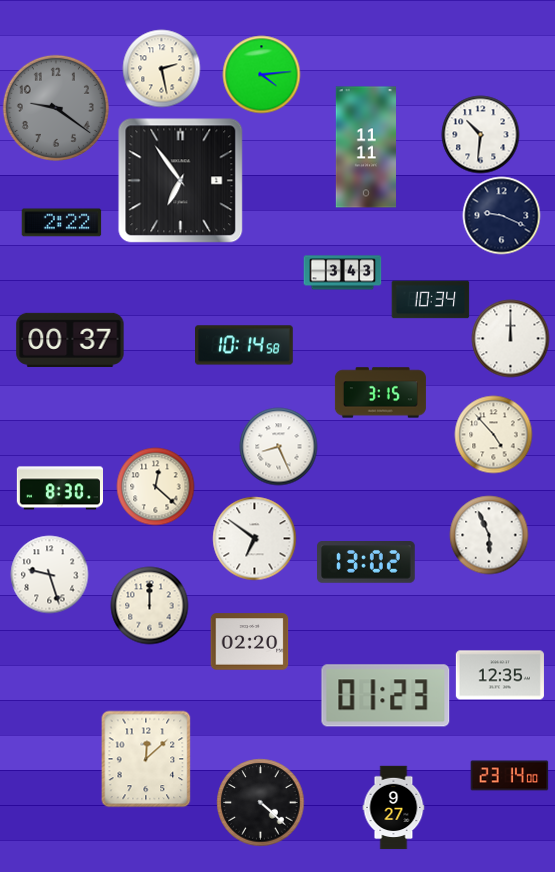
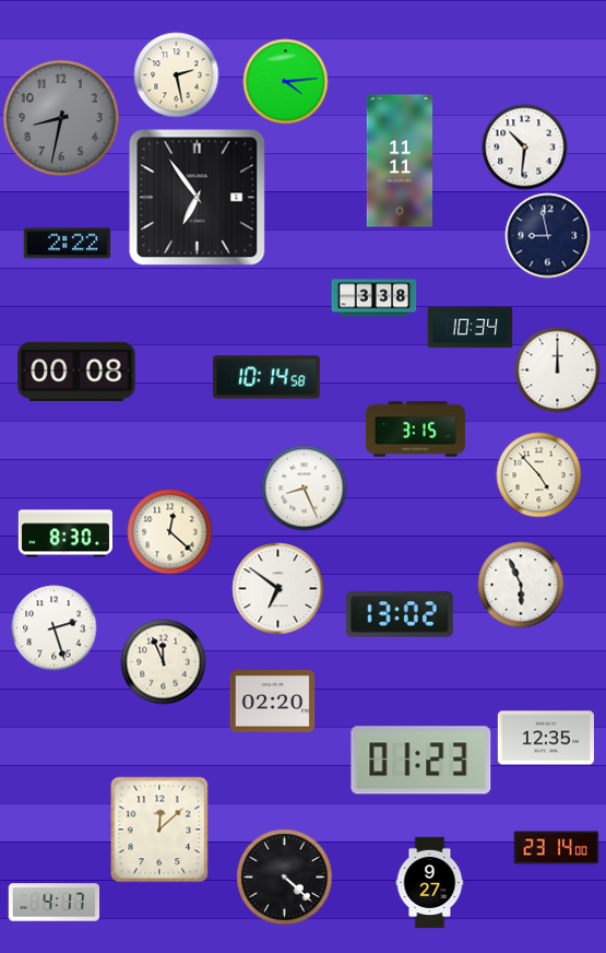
clock at (56, 108): 9:21 -> 8:32
clock at (501, 215): 9:19 -> 8:58
clock at (342, 273): 3:43 -> 3:38
clock at (70, 340): 00:37 -> 00:08
clock at (489, 535) position: (489, 535) -> (521, 585)
clock at (49, 574): 9:27 -> 2:27
clock at (149, 605): 12:00 -> 11:56
clock at (54, 903): none -> 4:17
